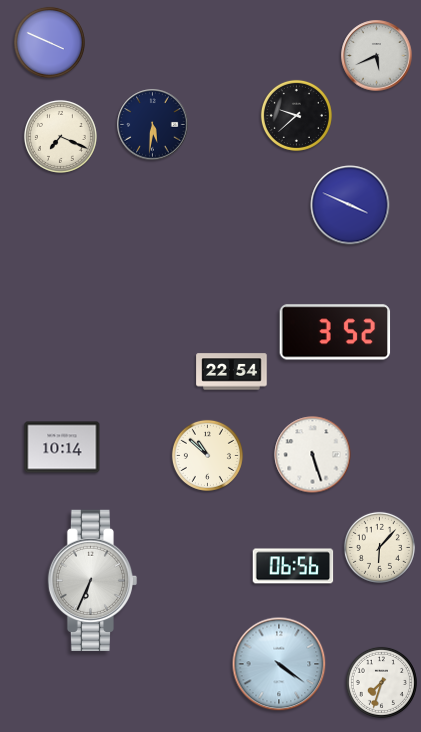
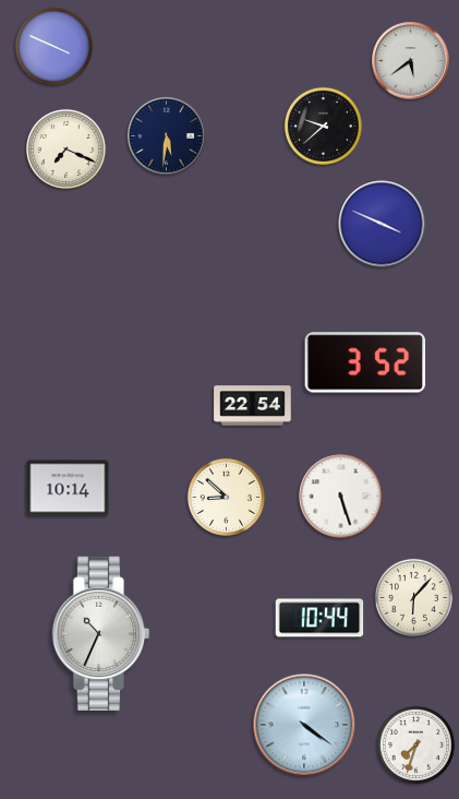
clock at (377, 56): 5:41 -> 5:39
clock at (207, 455): 10:52 -> 8:52
clock at (293, 566): 06:56 -> 10:44
clock at (93, 580): 6:34 -> 10:34
